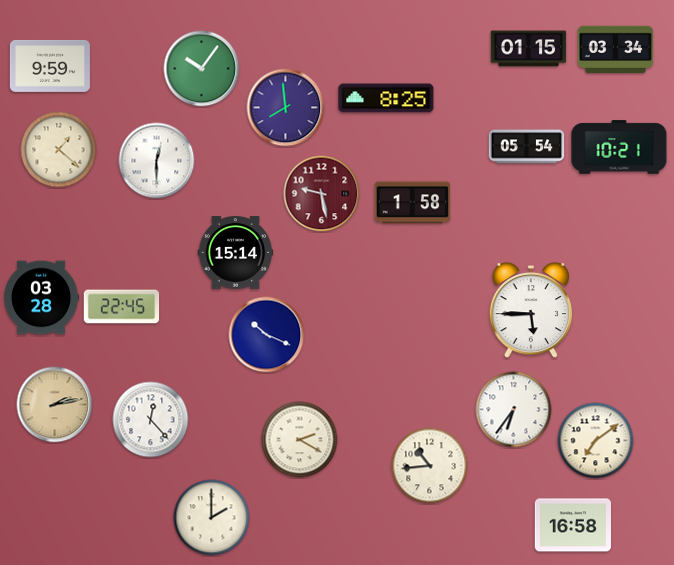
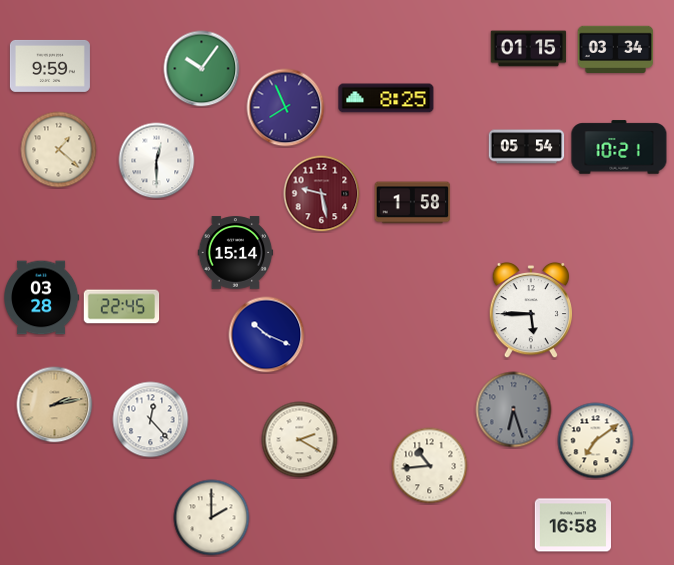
clock at (286, 108): 7:59 -> 7:56
clock at (514, 410): 6:36 -> 6:27
clock at (514, 410) dial: white -> grey
